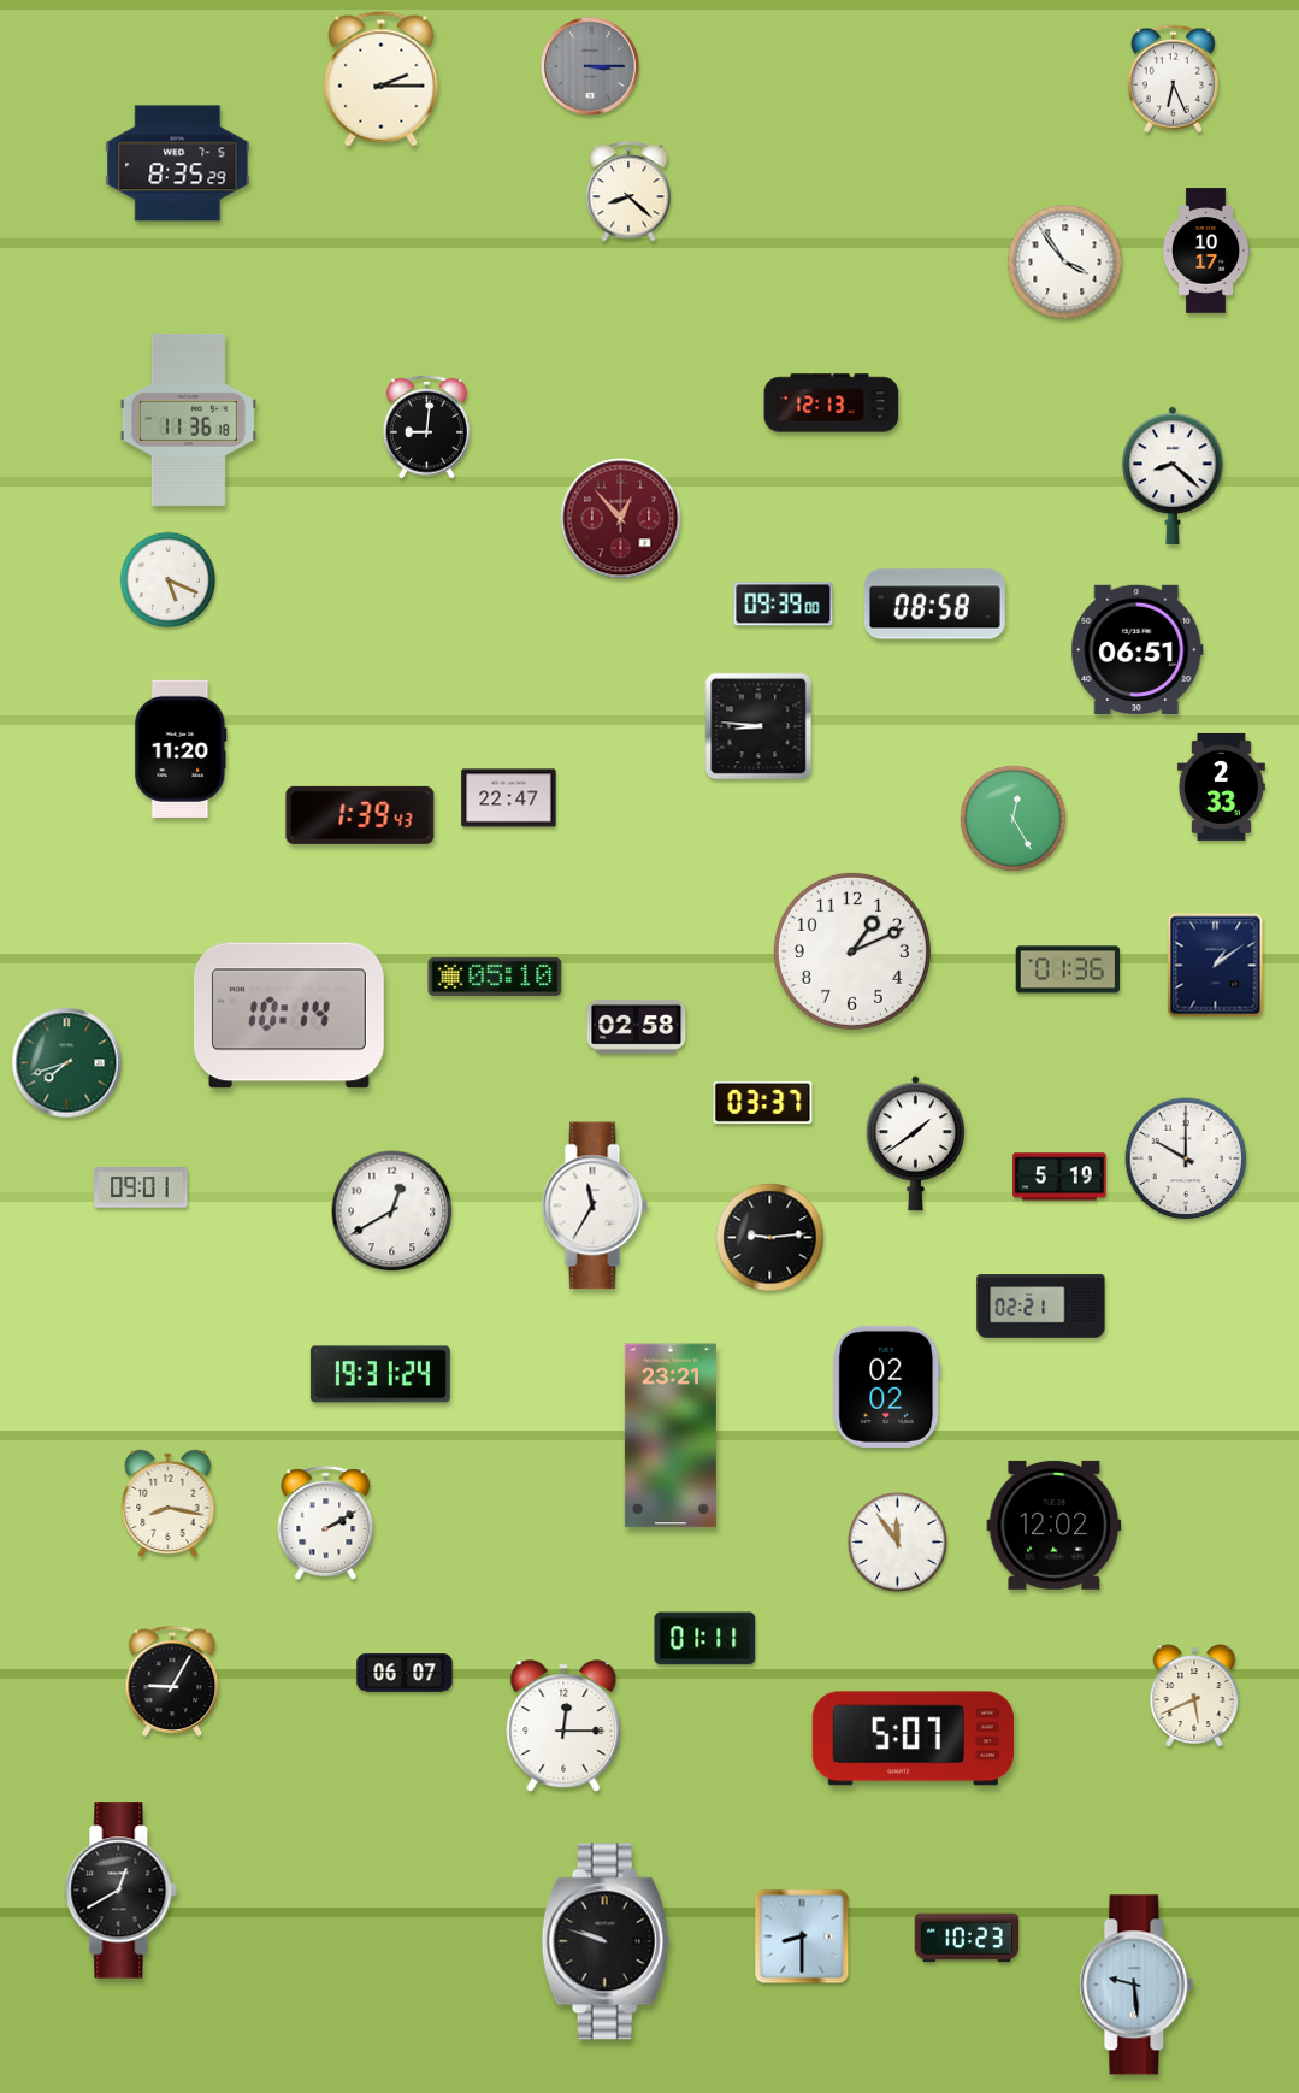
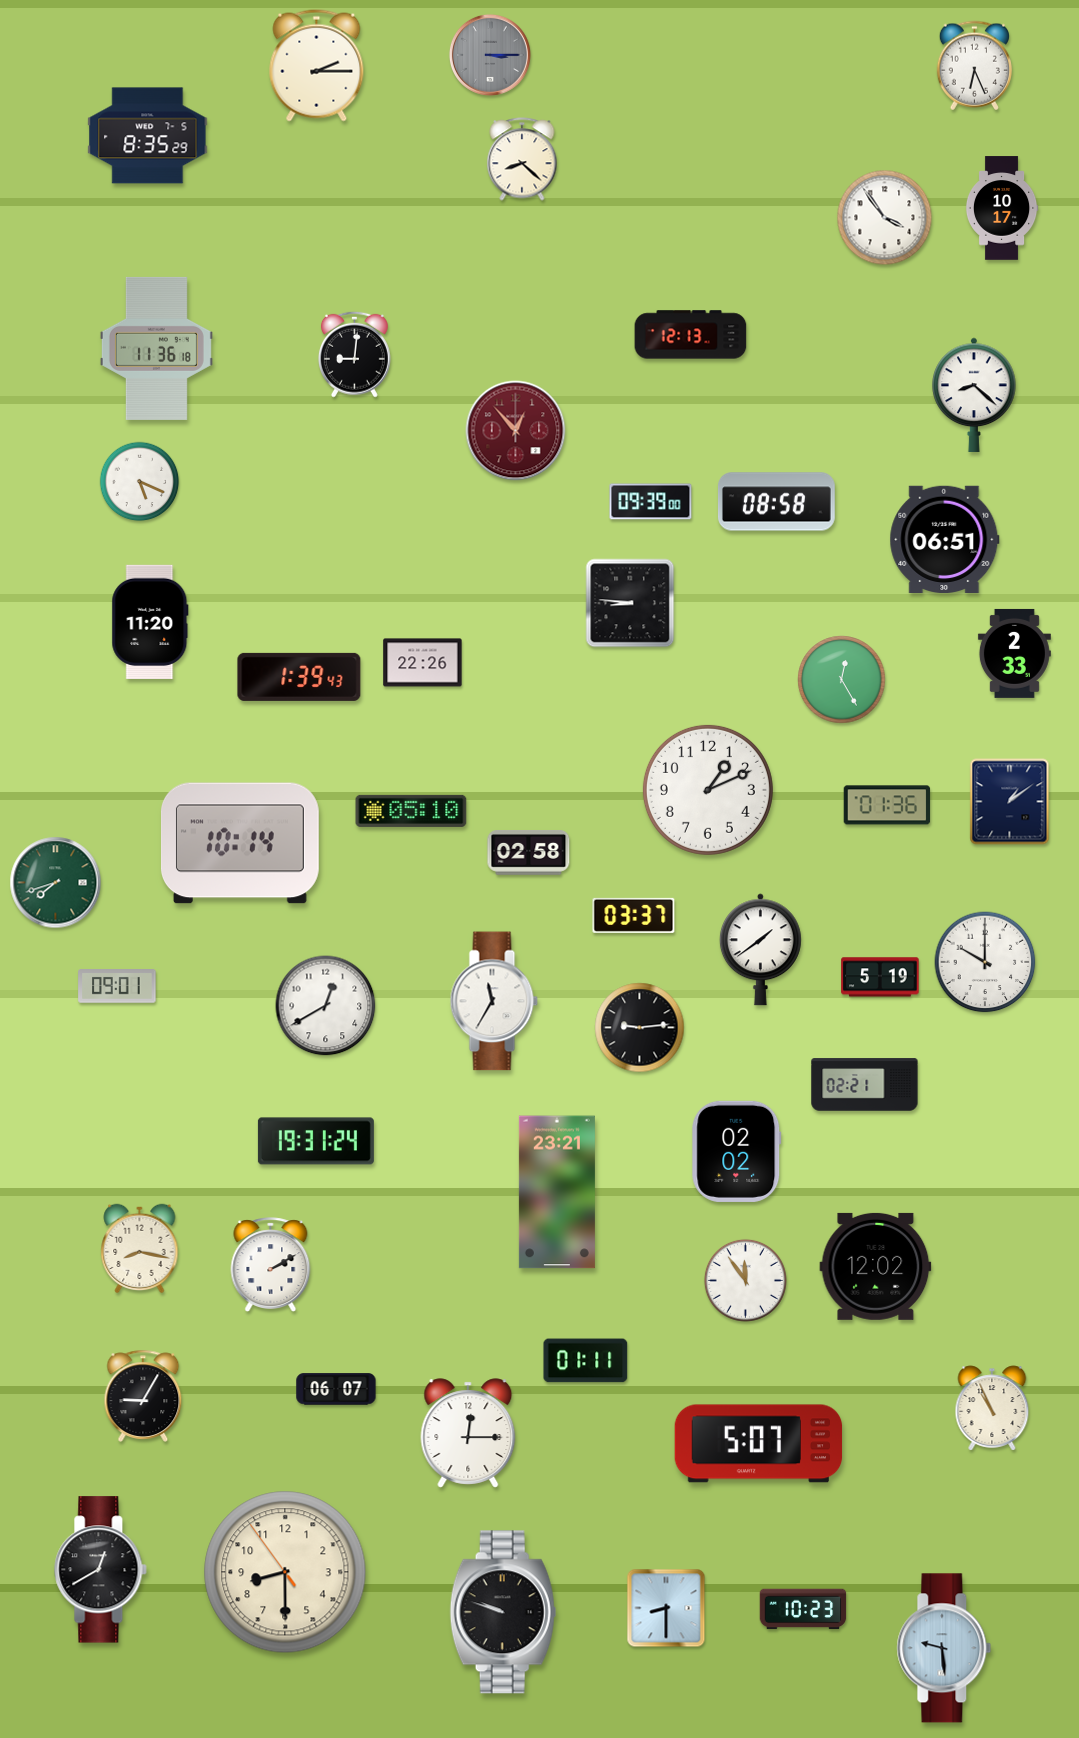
clock at (509, 798): 22:47 -> 22:26
clock at (1194, 1696): 5:41 -> 10:56
clock at (285, 1572): none -> 8:29
